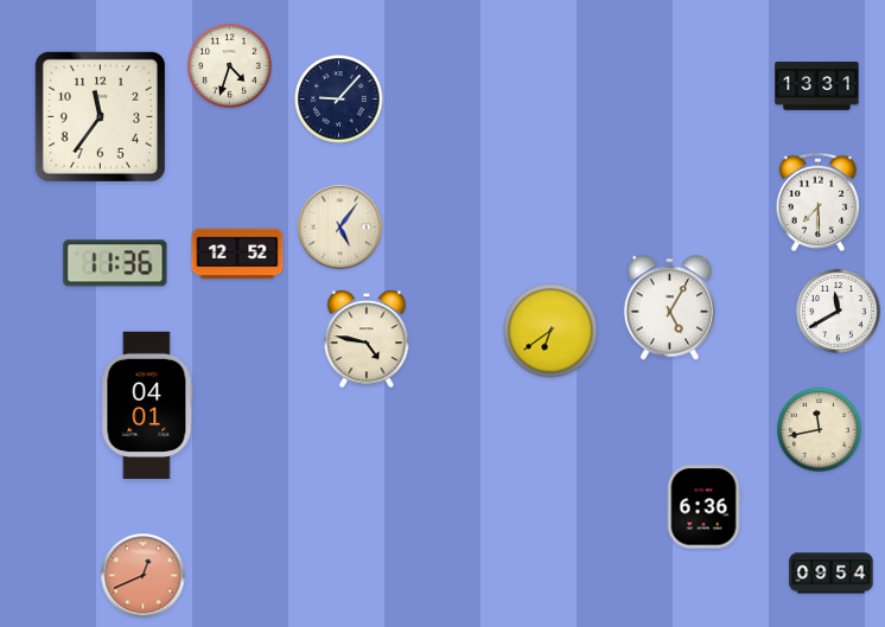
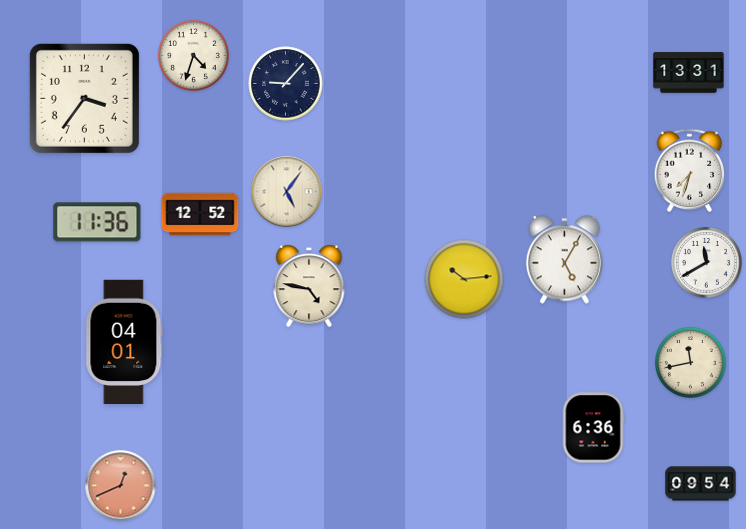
clock at (100, 116): 11:36 -> 3:36
clock at (819, 203): 7:30 -> 7:33
clock at (550, 331): 6:39 -> 10:14
